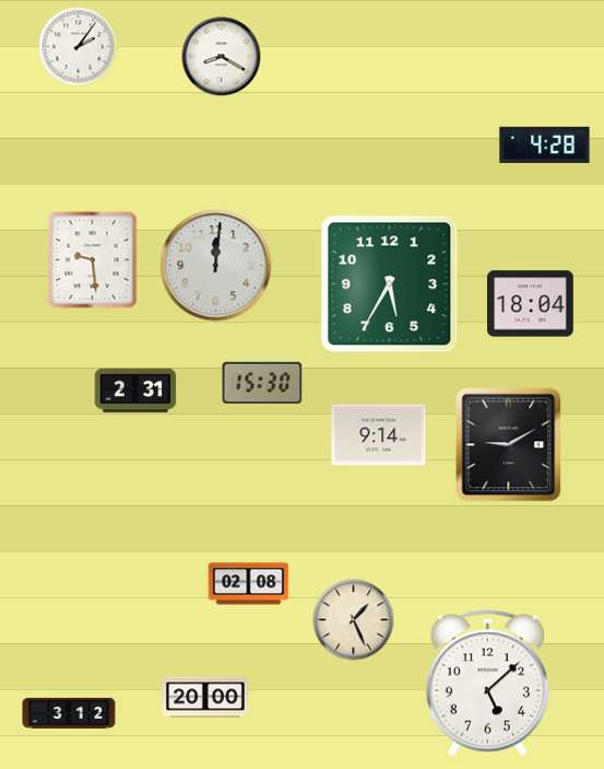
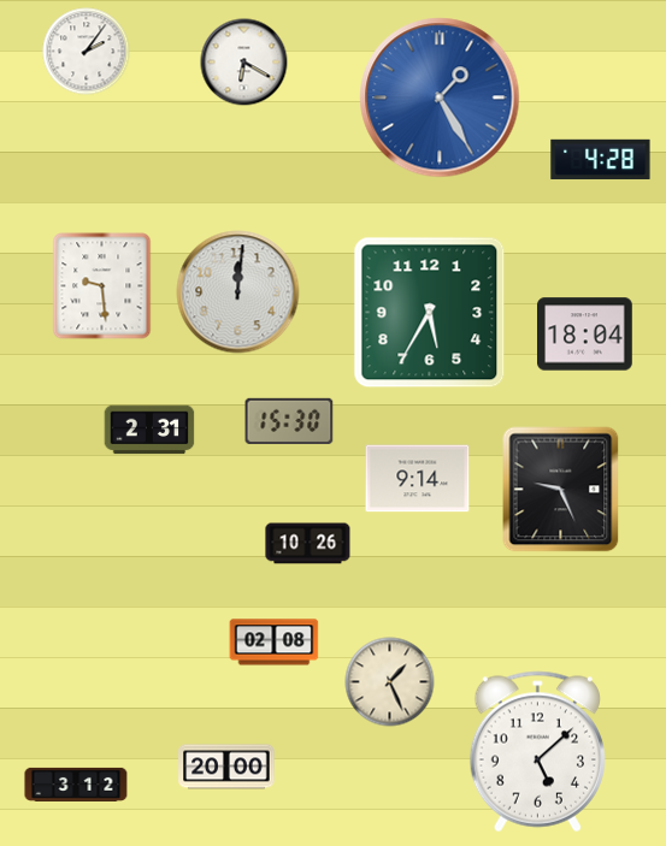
clock at (222, 57): 8:20 -> 6:20
clock at (440, 97): none -> 1:25
clock at (509, 445): 9:10 -> 9:26
clock at (308, 544): none -> 10:26
